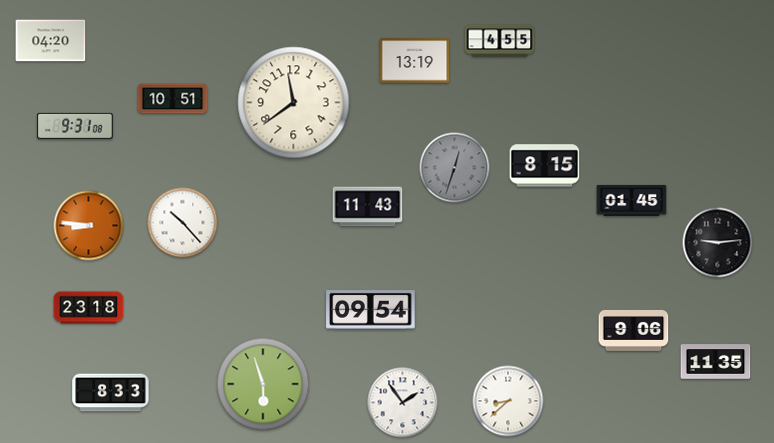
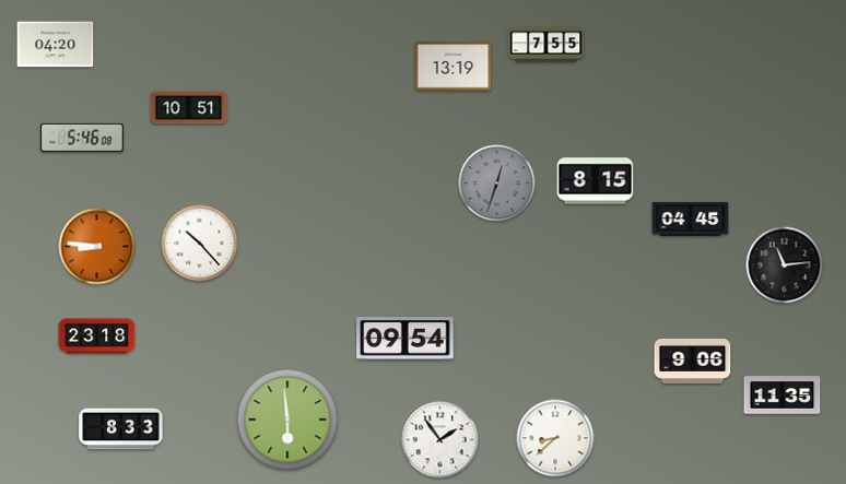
clock at (500, 41): 4:55 -> 7:55
clock at (294, 103): 11:39 -> none
clock at (75, 126): 9:31 -> 5:46
clock at (632, 200): 01:45 -> 04:45
clock at (368, 207): 11:43 -> none
clock at (718, 243): 9:14 -> 11:14
clock at (263, 384): 5:57 -> 5:59
